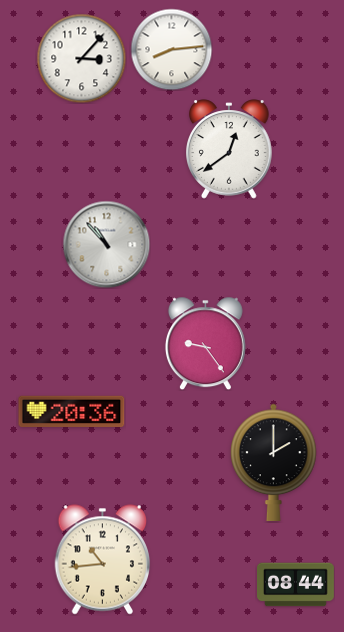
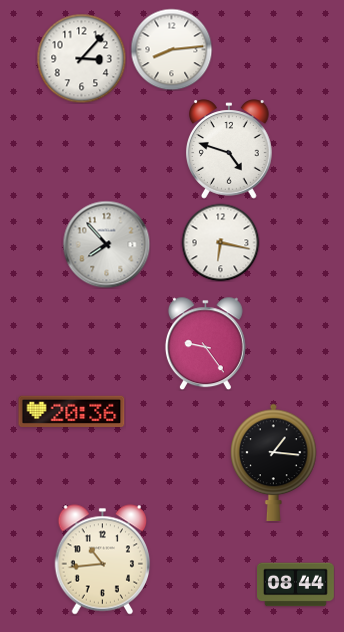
clock at (230, 149): 12:39 -> 4:48
clock at (220, 242): none -> 6:17
clock at (106, 244): 10:53 -> 7:53
clock at (274, 462): 2:00 -> 1:16
